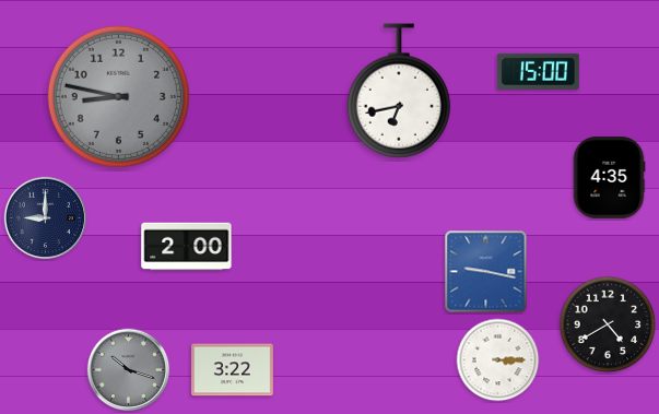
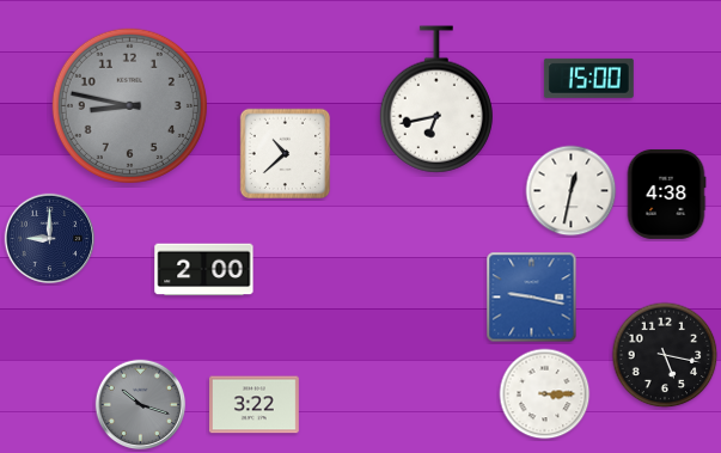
clock at (286, 154): none -> 10:38
clock at (572, 191): none -> 12:32
clock at (609, 177): 4:35 -> 4:38
clock at (608, 324): 4:40 -> 5:17
